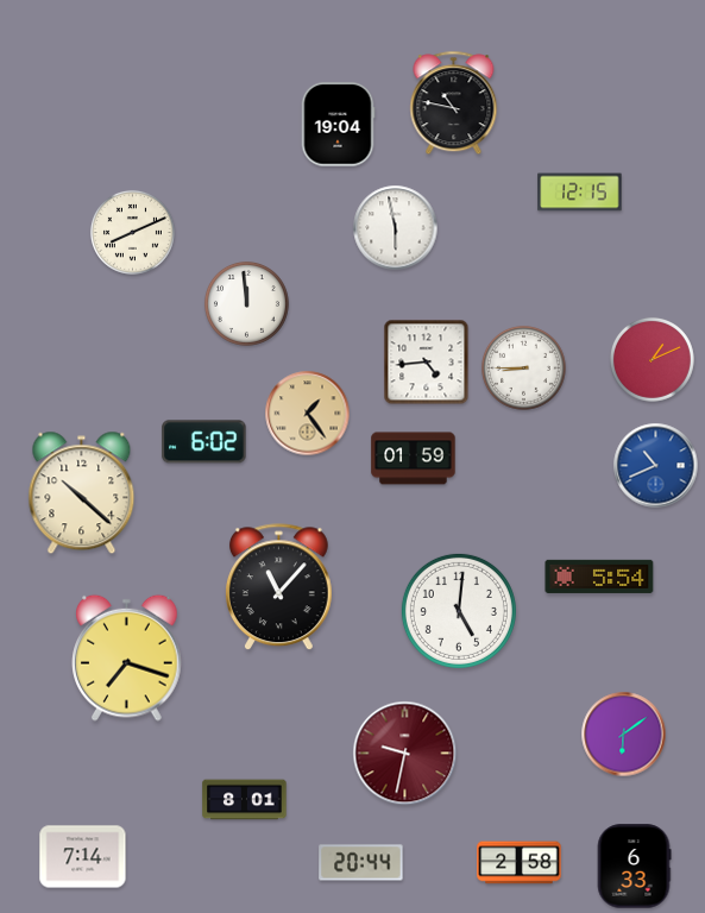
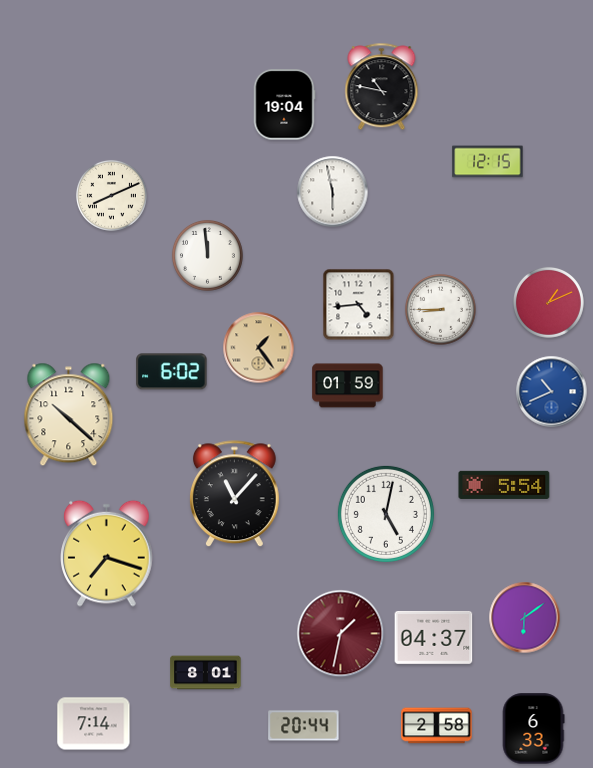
clock at (459, 611): 5:01 -> 5:02
clock at (405, 754): 9:32 -> 1:32
clock at (434, 637): none -> 04:37
clock at (83, 857) position: (83, 857) -> (94, 724)
